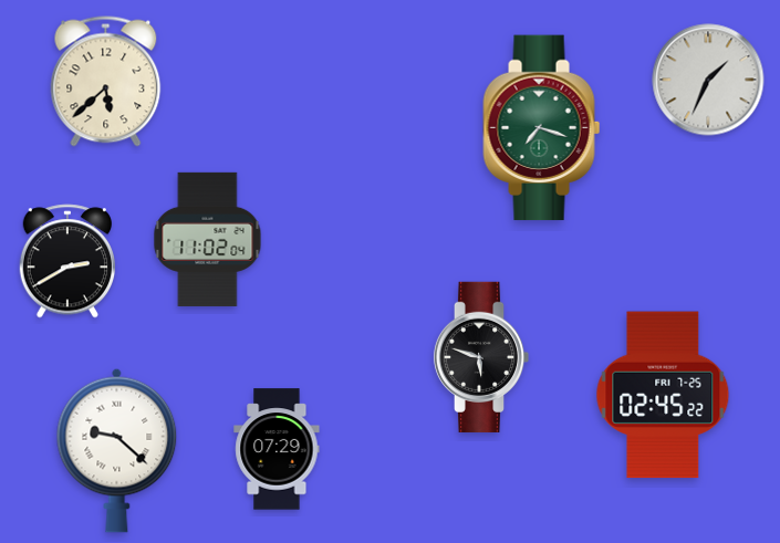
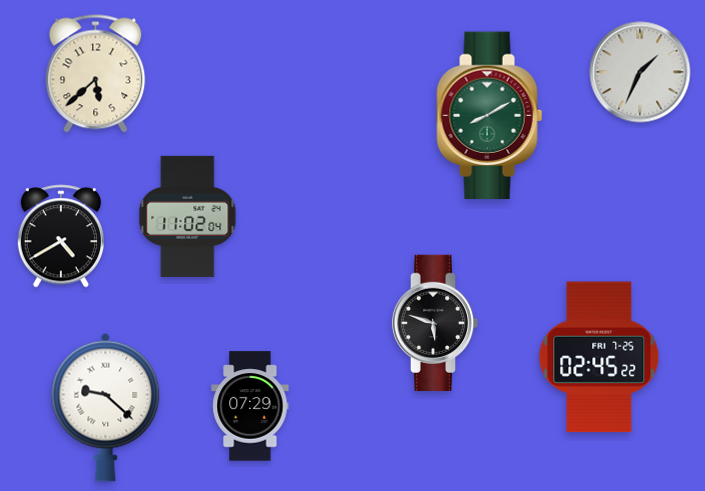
clock at (542, 128): 7:18 -> 8:10
clock at (66, 261): 2:40 -> 4:40
